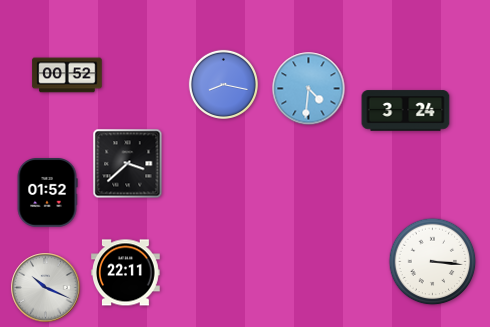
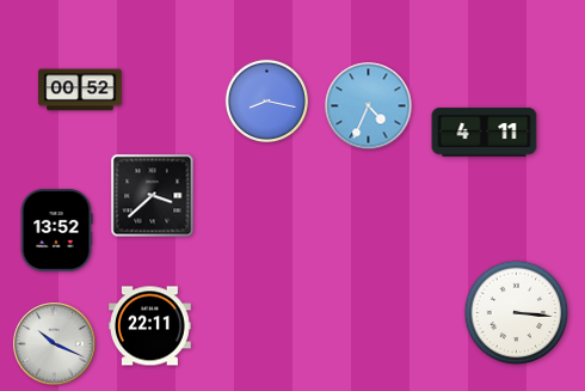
clock at (309, 89): 4:31 -> 4:34
clock at (406, 111): 3:24 -> 4:11
clock at (47, 193): 01:52 -> 13:52
